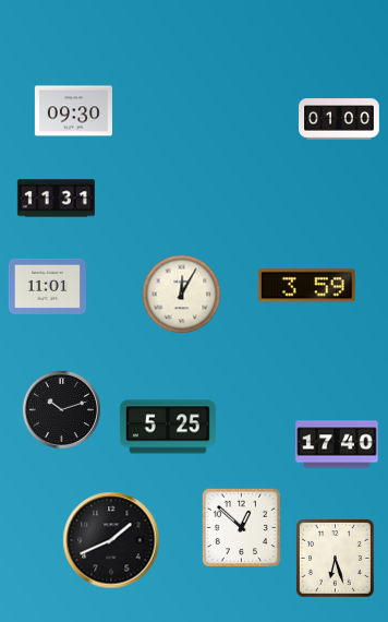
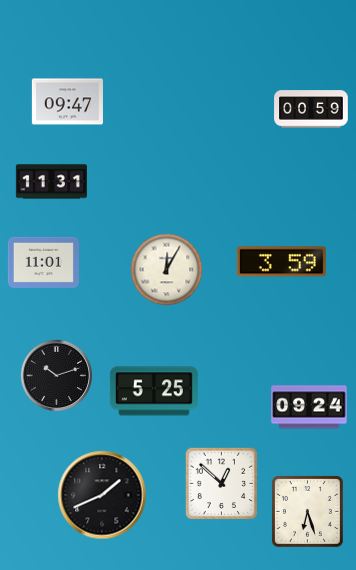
clock at (73, 111): 09:30 -> 09:47
clock at (339, 119): 01:00 -> 00:59
clock at (337, 444): 17:40 -> 09:24
